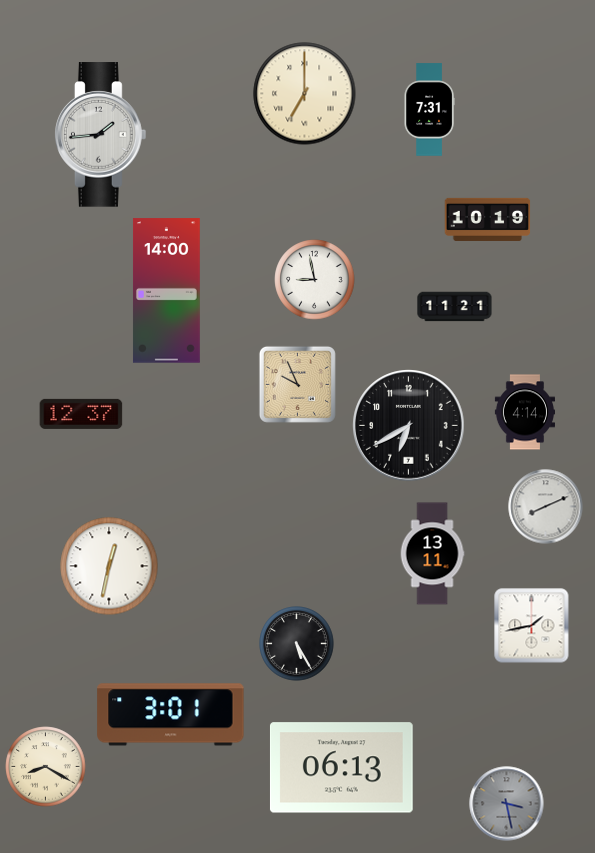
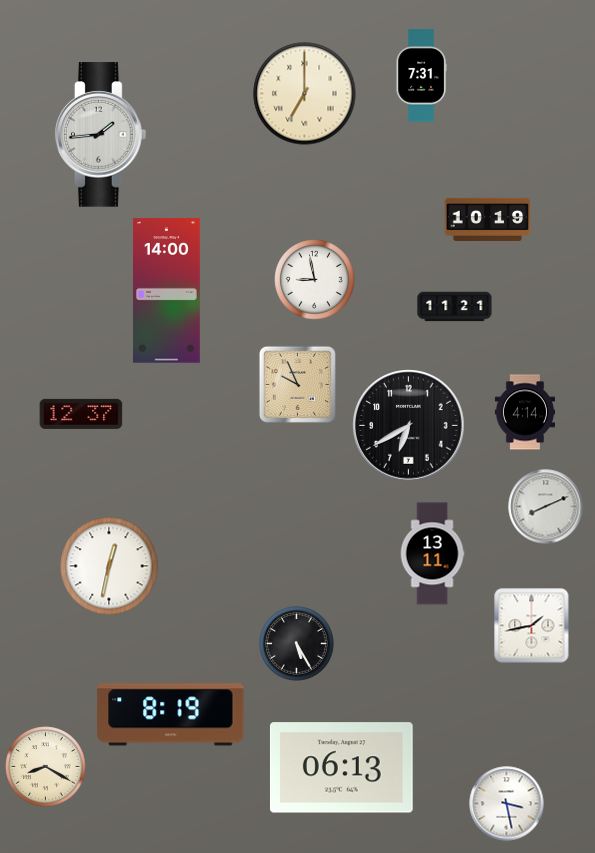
clock at (429, 110) position: (429, 110) -> (421, 76)
clock at (171, 715): 3:01 -> 8:19
clock at (507, 804) dial: grey -> white
